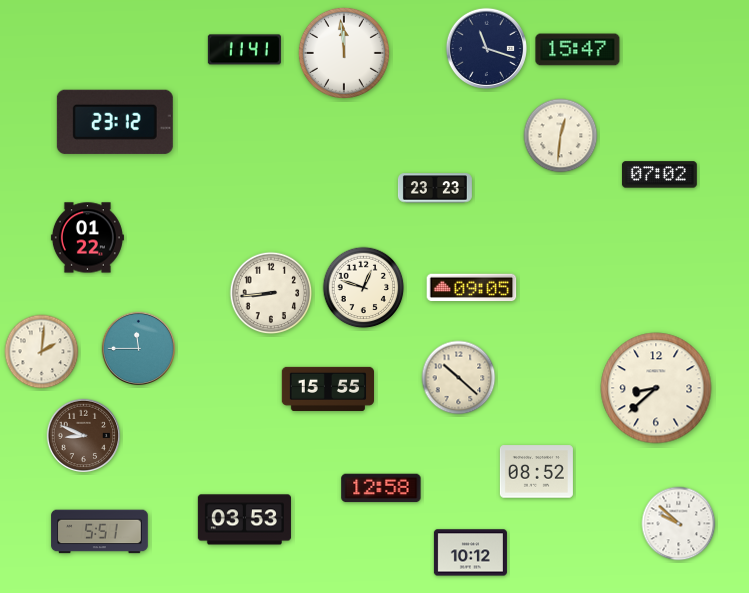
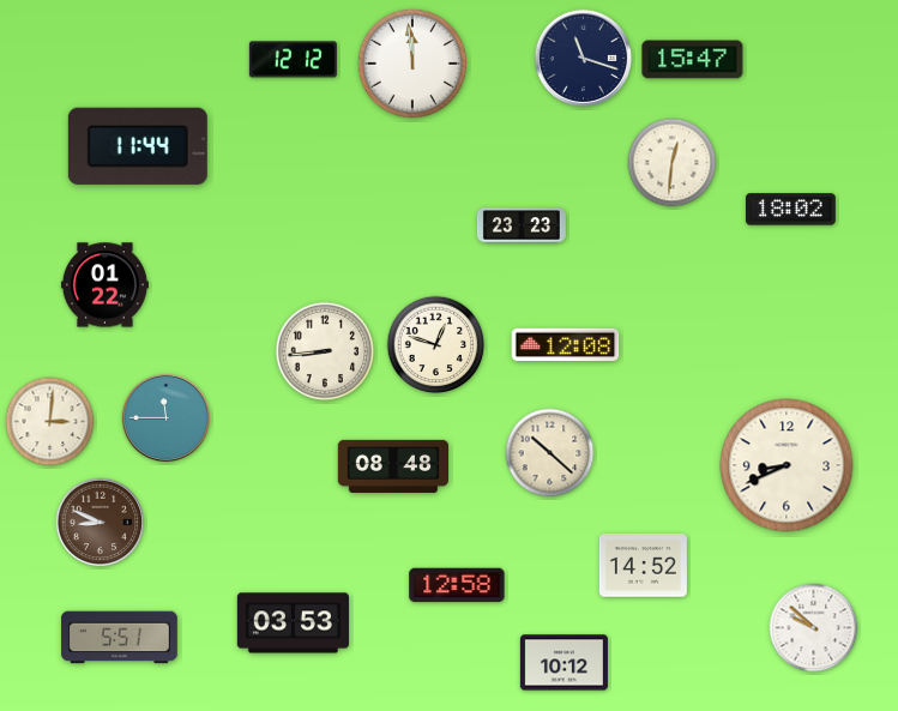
clock at (244, 50): 11:41 -> 12:12
clock at (115, 122): 23:12 -> 11:44
clock at (659, 175): 07:02 -> 18:02
clock at (472, 288): 09:05 -> 12:08
clock at (42, 352): 2:01 -> 3:01
clock at (656, 388): 8:38 -> 8:41
clock at (328, 389): 15:55 -> 08:48
clock at (536, 472): 08:52 -> 14:52
